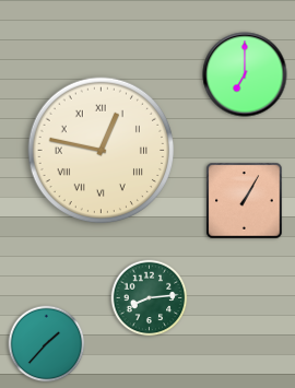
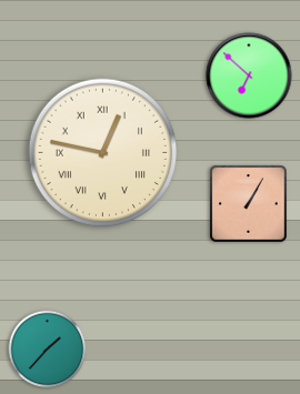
clock at (245, 74): 7:00 -> 6:52
clock at (150, 298): 8:14 -> none
